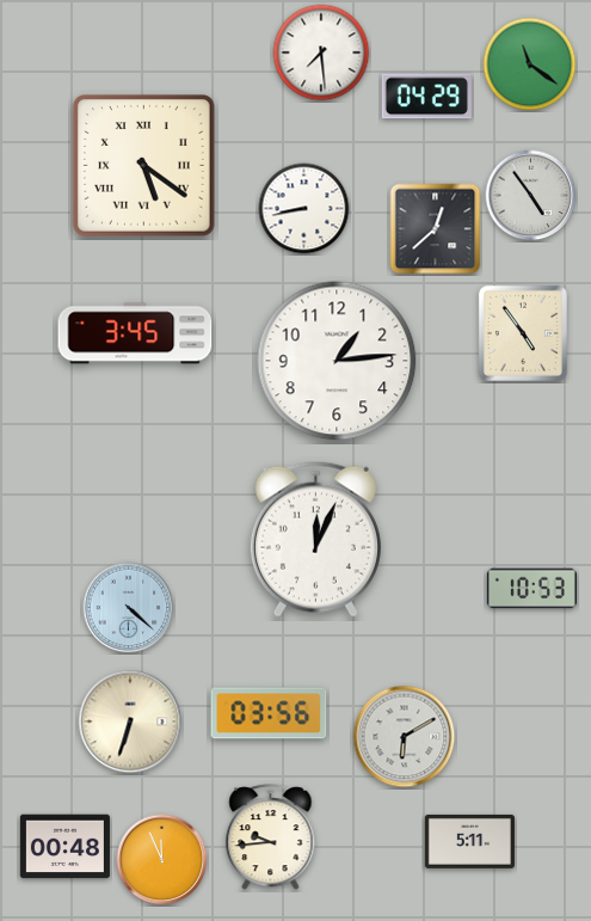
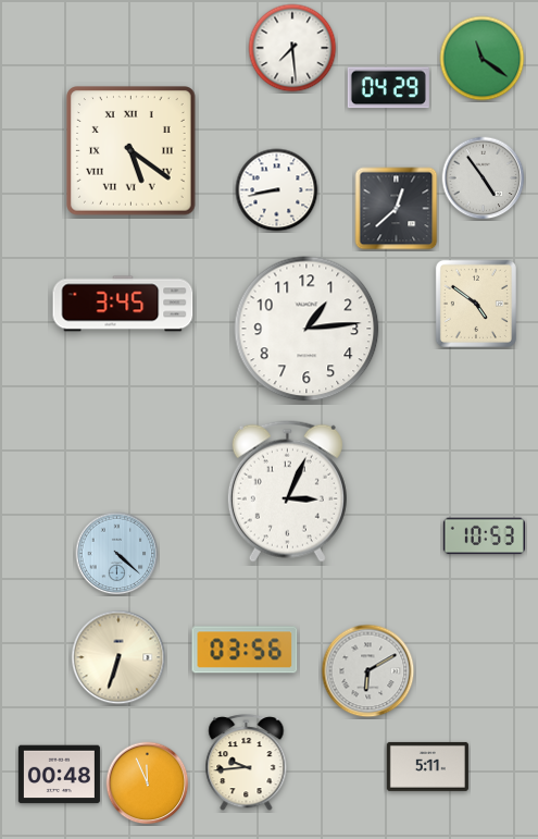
clock at (523, 333): 4:54 -> 4:51
clock at (315, 539): 12:04 -> 3:04
clock at (64, 847) position: (64, 847) -> (59, 775)
